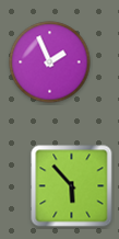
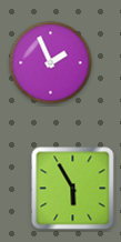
clock at (72, 186): 5:53 -> 5:55
